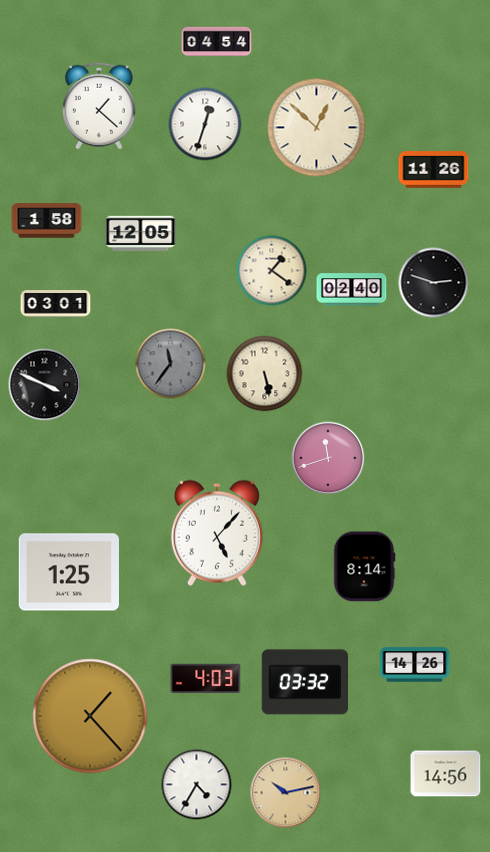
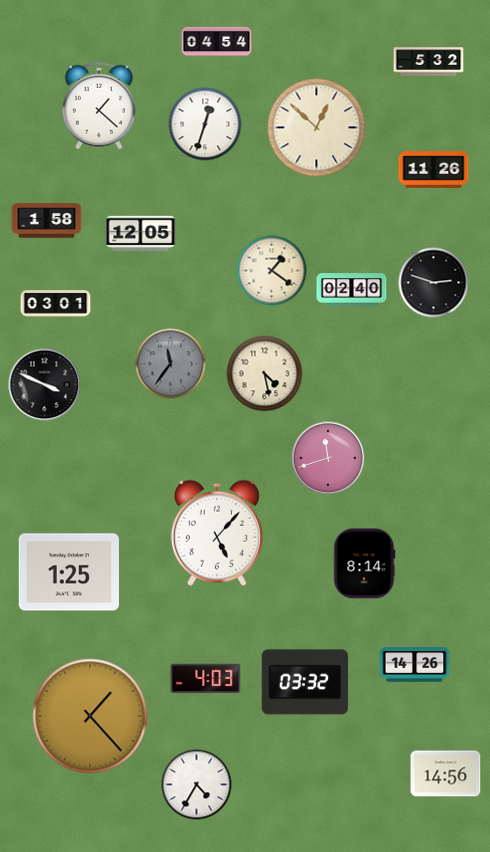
clock at (429, 62): none -> 5:32
clock at (265, 374): 5:28 -> 4:28
clock at (364, 567) position: (364, 567) -> (364, 564)
clock at (286, 793): 10:13 -> none
